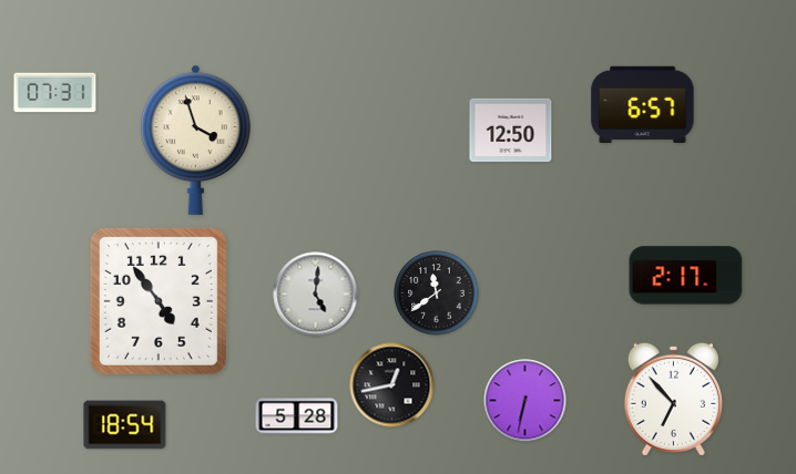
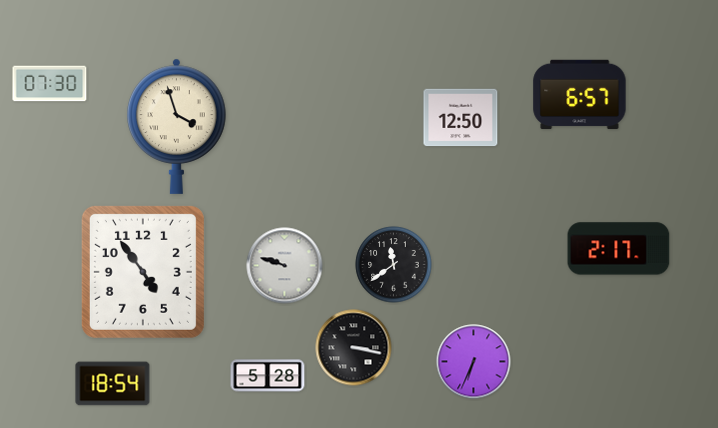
clock at (55, 93): 07:31 -> 07:30
clock at (316, 295): 5:01 -> 9:48
clock at (392, 385): 12:43 -> 3:17
clock at (673, 399): 6:53 -> none
clock at (525, 401): 6:32 -> 6:34
